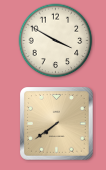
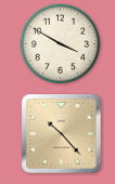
clock at (57, 124): 7:39 -> 10:23
